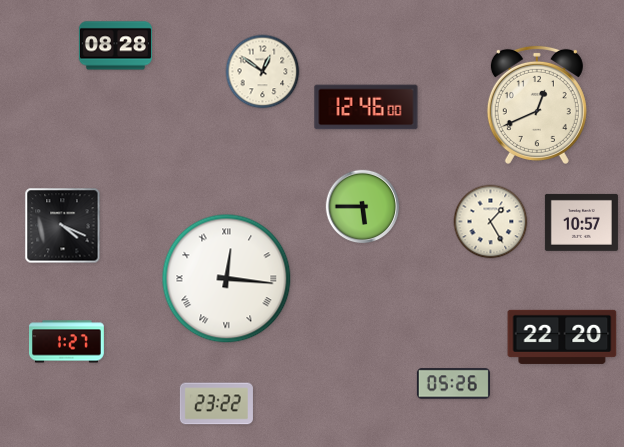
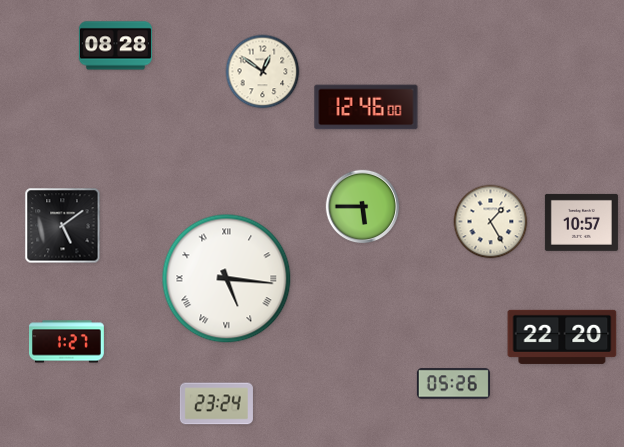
clock at (537, 105): 12:41 -> none
clock at (63, 226): 4:19 -> 5:09
clock at (227, 279): 12:16 -> 5:16
clock at (216, 404): 23:22 -> 23:24
